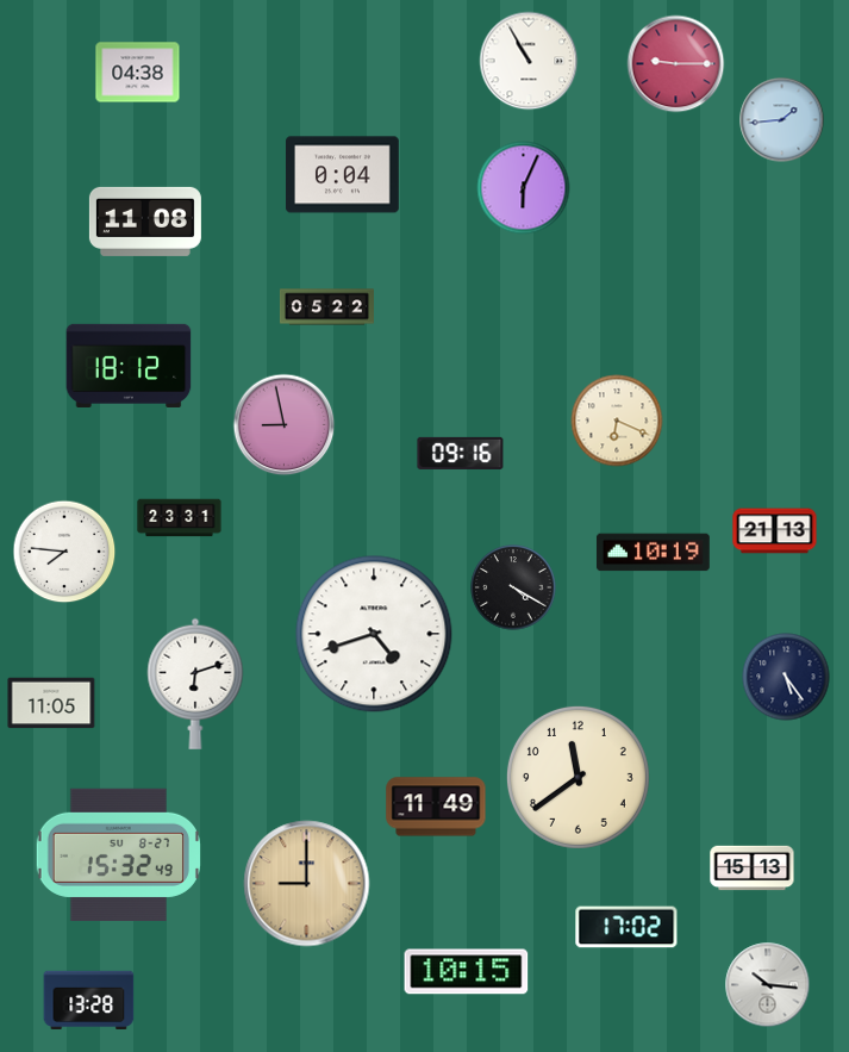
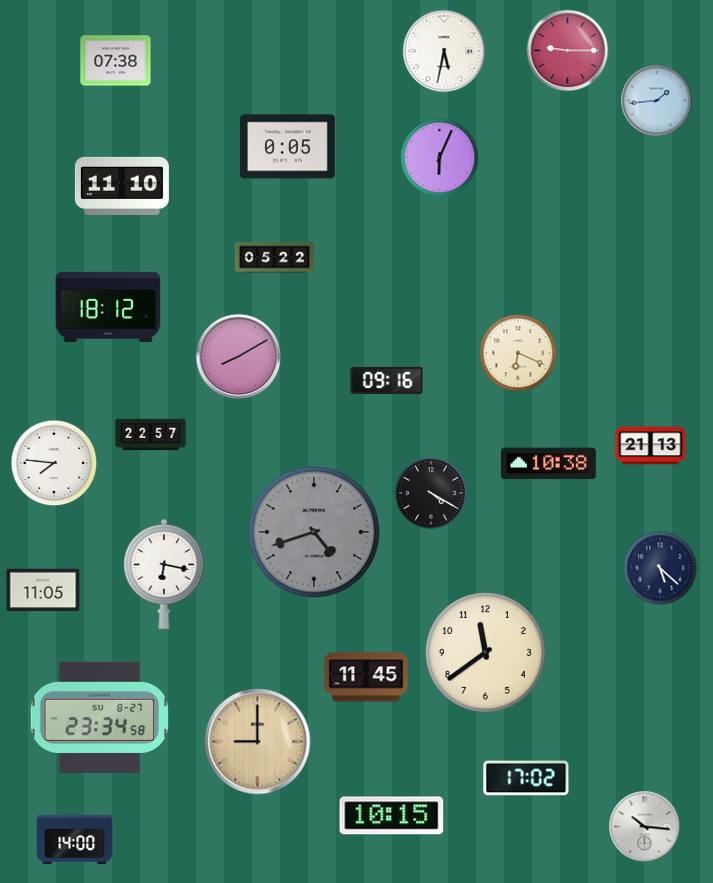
clock at (529, 61): 10:55 -> 5:32
clock at (676, 64) position: (676, 64) -> (568, 51)
clock at (138, 73): 04:38 -> 07:38
clock at (342, 175): 0:04 -> 0:05
clock at (145, 222): 11:08 -> 11:10
clock at (285, 425): 8:58 -> 8:10
clock at (180, 518): 23:31 -> 22:57
clock at (653, 553): 10:19 -> 10:38
clock at (374, 634) dial: white -> grey
clock at (786, 677): 5:24 -> 5:22
clock at (195, 684): 6:12 -> 6:17
clock at (436, 807): 11:49 -> 11:45
clock at (118, 854): 15:32 -> 23:34
clock at (753, 869): 15:13 -> none
clock at (89, 1000): 13:28 -> 14:00
